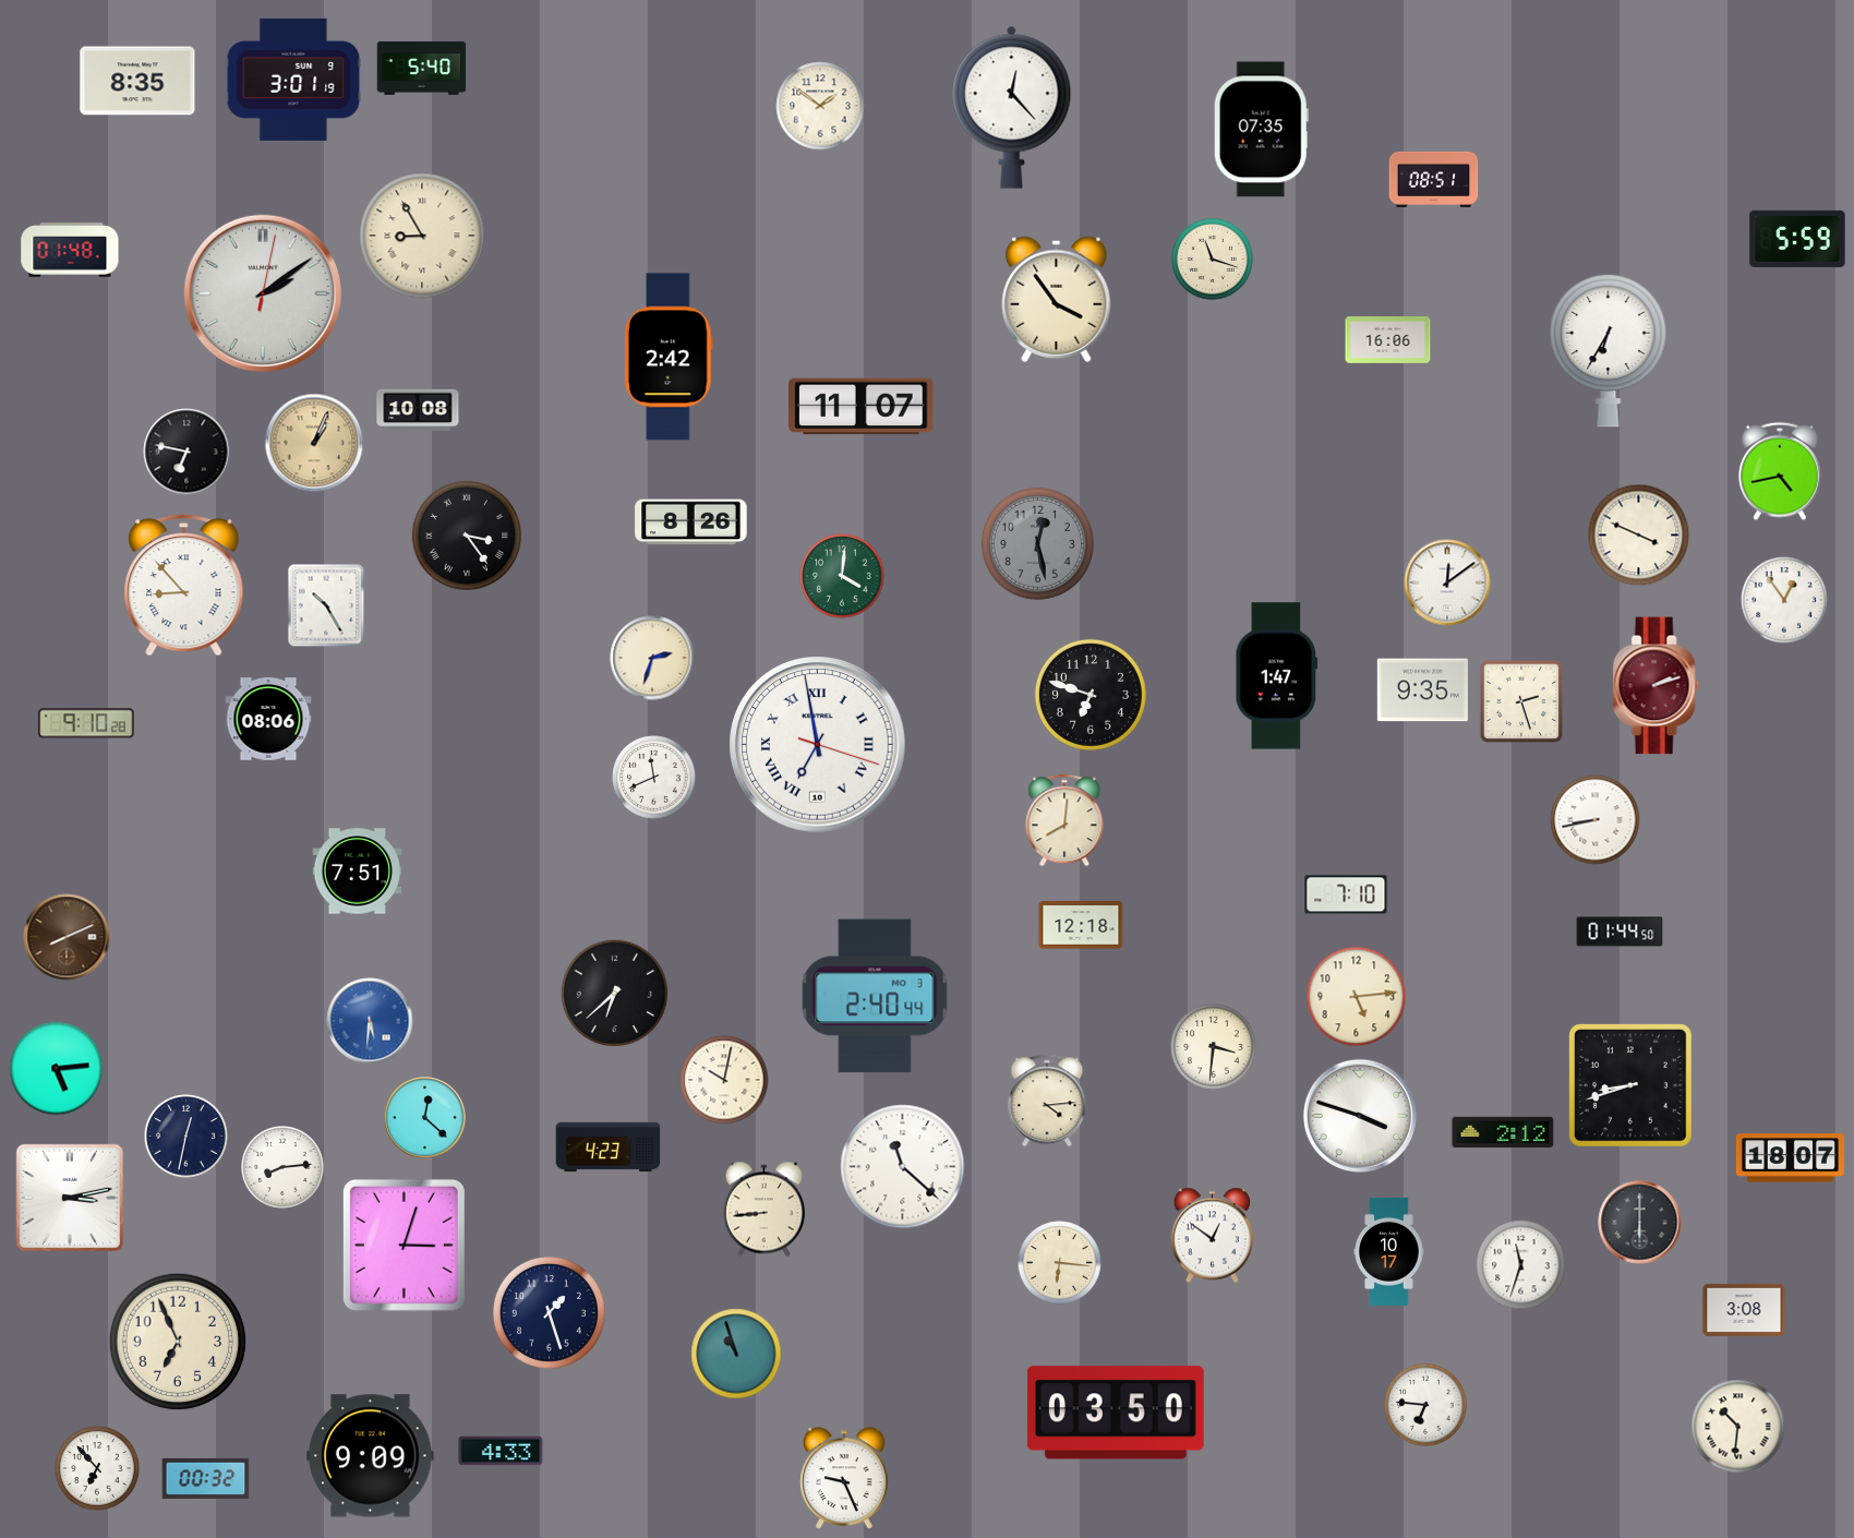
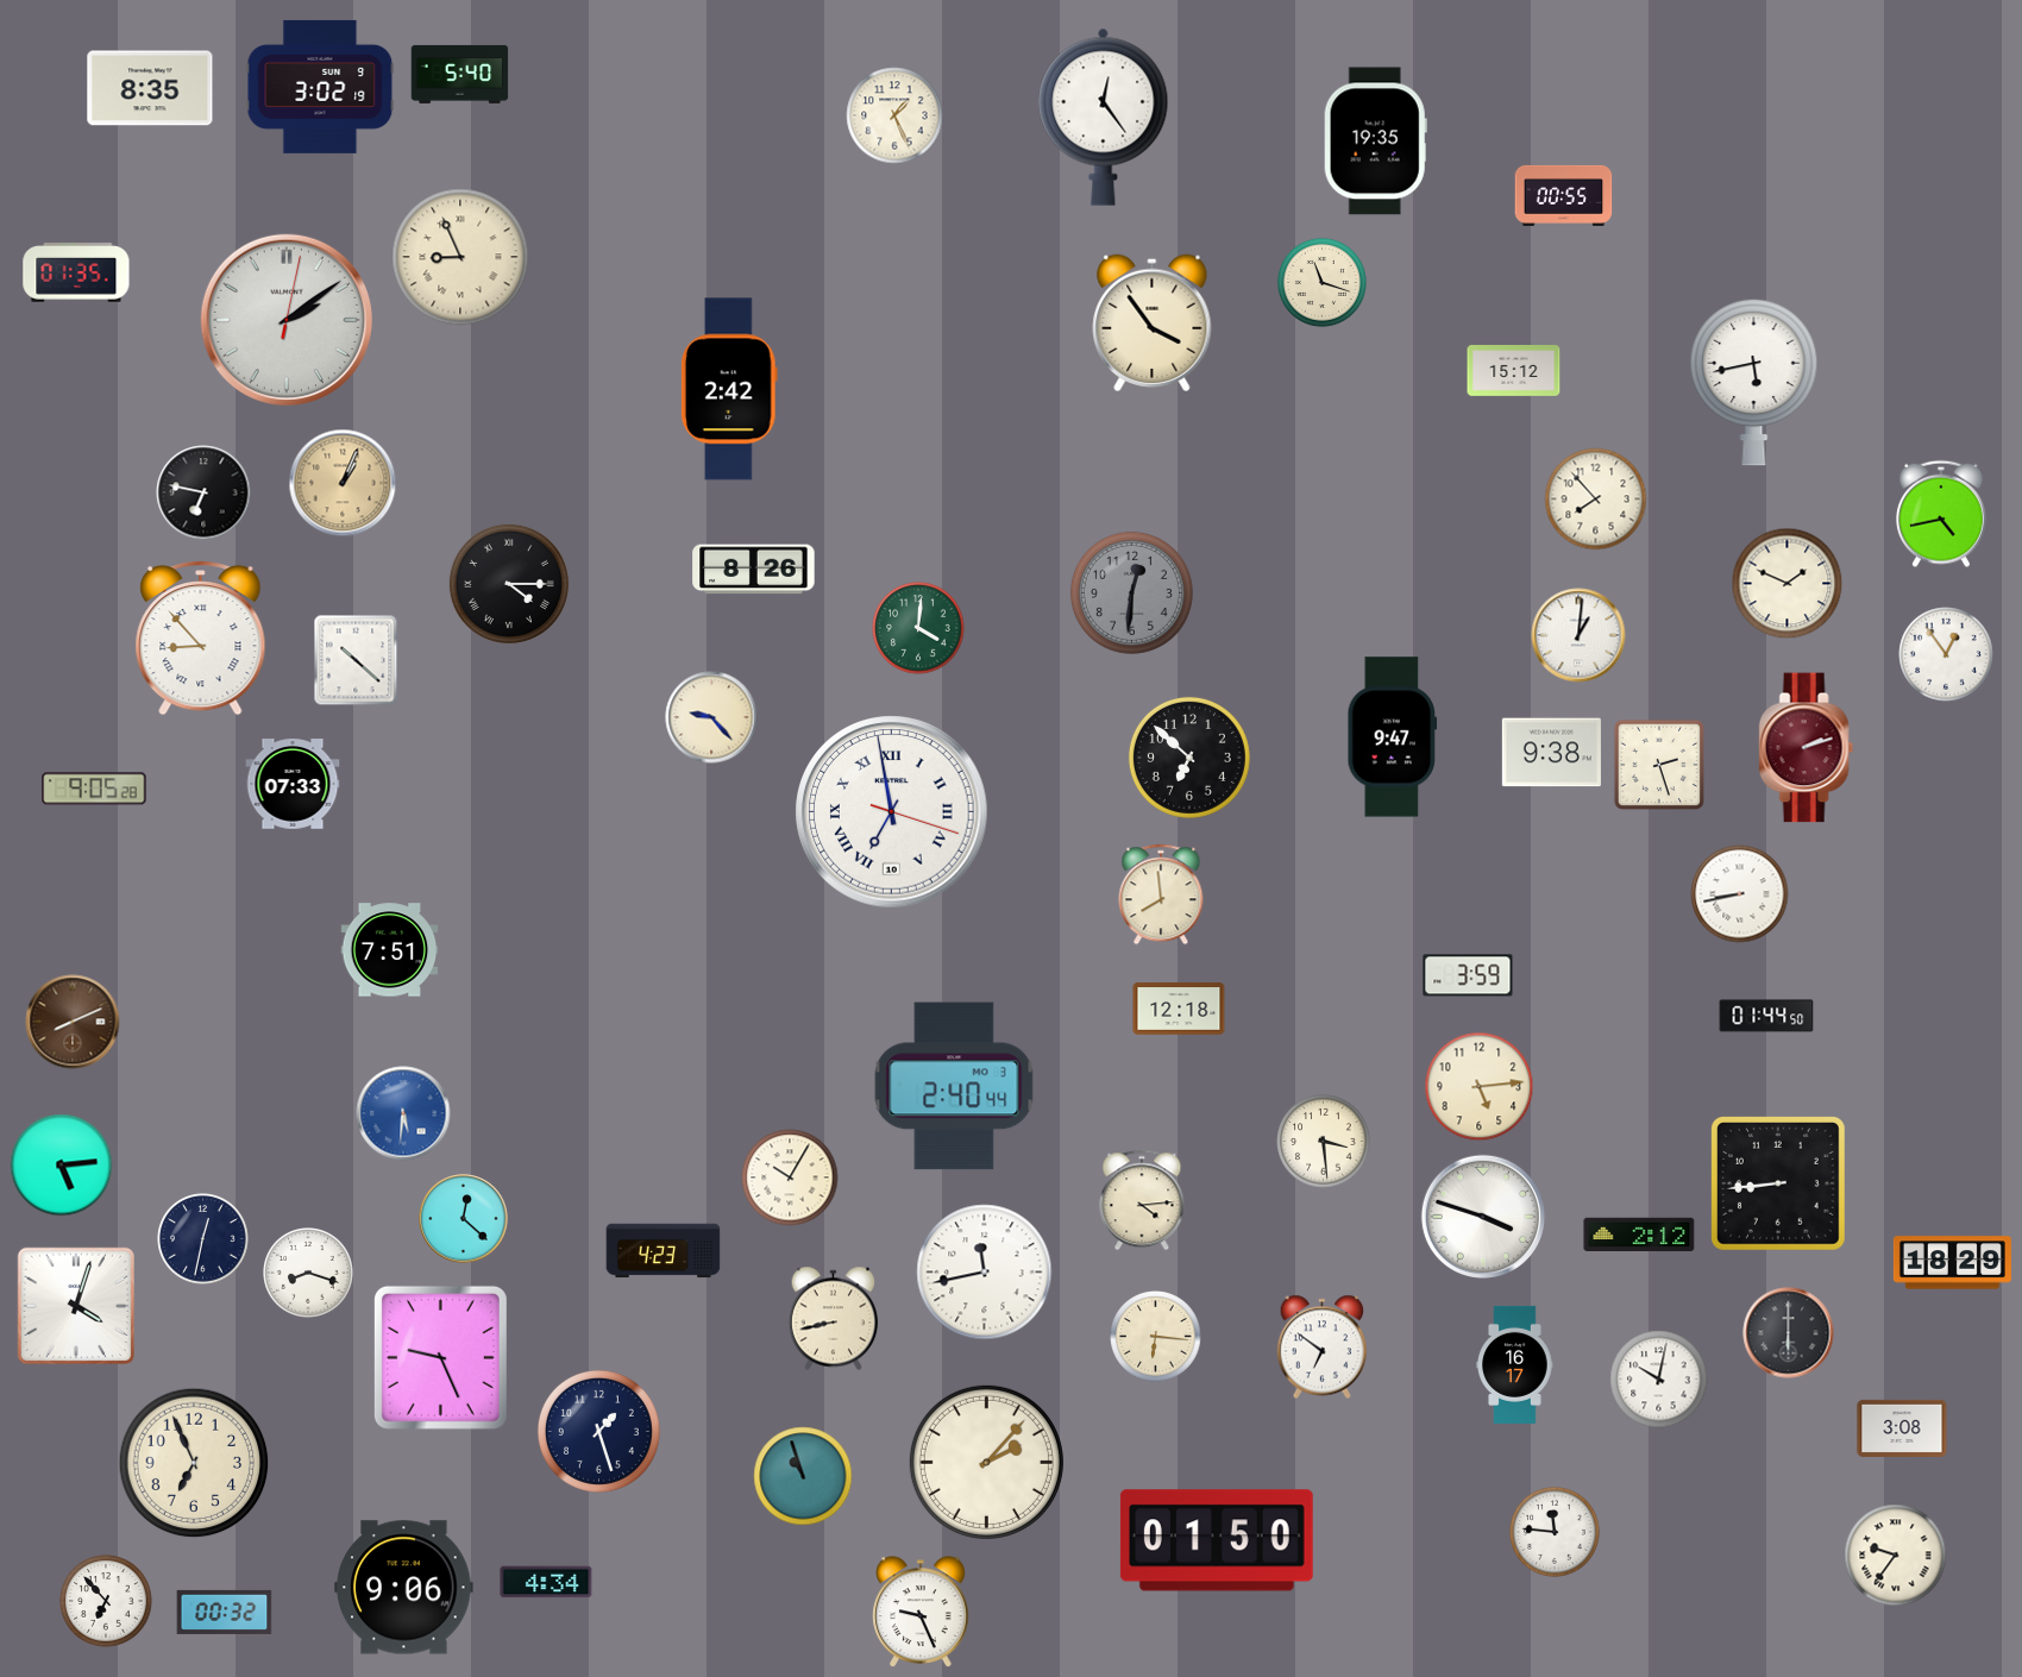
clock at (293, 80): 3:01 -> 3:02
clock at (820, 106): 1:51 -> 1:26
clock at (1012, 107): 12:23 -> 12:24
clock at (1261, 130): 07:35 -> 19:35
clock at (1434, 179): 08:51 -> 00:55
clock at (422, 236): 8:55 -> 8:56
clock at (1797, 239): 5:59 -> none
clock at (70, 251): 01:48 -> 01:35
clock at (1057, 299) position: (1057, 299) -> (1153, 322)
clock at (1388, 340): 16:06 -> 15:12
clock at (1609, 350): 6:35 -> 5:43
clock at (862, 407): 11:07 -> none
clock at (418, 409): 10:08 -> none
clock at (1596, 500): none -> 7:53
clock at (467, 536): 3:24 -> 4:15
clock at (1639, 536): 3:49 -> 1:49
clock at (1037, 543): 12:28 -> 12:31
clock at (1447, 582): 12:09 -> 1:01
clock at (326, 605): 10:25 -> 10:22
clock at (652, 658): 2:33 -> 9:23
clock at (1277, 676): 1:47 -> 9:47
clock at (1422, 690): 9:35 -> 9:38
clock at (1091, 695): 6:48 -> 6:52
clock at (268, 719): 08:06 -> 07:33
clock at (86, 723): 9:10 -> 9:05
clock at (654, 778): 11:41 -> none
clock at (1064, 820): 8:01 -> 7:59
clock at (1346, 894): 7:10 -> 3:59
clock at (615, 994): 6:38 -> none
clock at (1214, 1047): 3:31 -> 3:29
clock at (724, 1080): 10:02 -> 10:05
clock at (1630, 1085): 8:42 -> 8:44
clock at (1790, 1158): 18:07 -> 18:29
clock at (903, 1167): 11:22 -> 11:43
clock at (284, 1168): 8:14 -> 8:18
clock at (69, 1197): 3:13 -> 4:03
clock at (765, 1210): 8:44 -> 8:43
clock at (1213, 1236): 12:51 -> 6:51
clock at (404, 1245): 3:03 -> 9:26
clock at (1389, 1251): 10:17 -> 16:17
clock at (1060, 1263) position: (1060, 1263) -> (1156, 1337)
clock at (1521, 1265): 11:33 -> 10:02
clock at (986, 1462): none -> 2:07
clock at (1426, 1406): 6:46 -> 11:46
clock at (1116, 1413): 03:50 -> 01:50
clock at (1738, 1427): 10:31 -> 9:36
clock at (501, 1451): 4:33 -> 4:34
clock at (371, 1456): 9:09 -> 9:06
